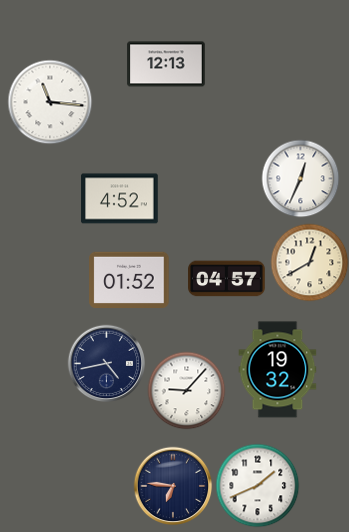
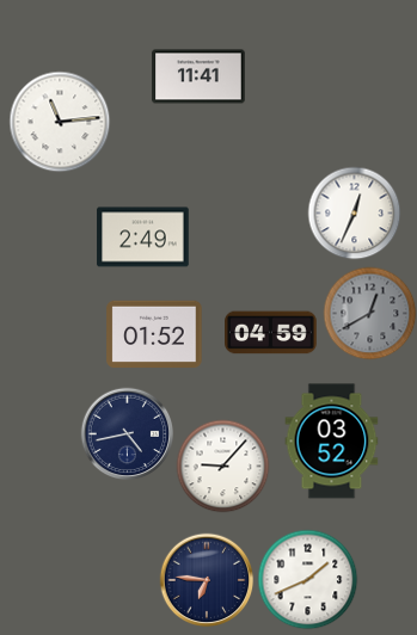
clock at (166, 64): 12:13 -> 11:41
clock at (50, 102): 11:16 -> 11:14
clock at (300, 178) position: (300, 178) -> (354, 212)
clock at (120, 199): 4:52 -> 2:49
clock at (309, 262) dial: cream -> grey
clock at (227, 279): 04:57 -> 04:59
clock at (278, 370): 19:32 -> 03:52
